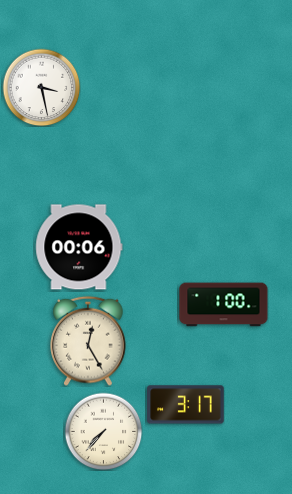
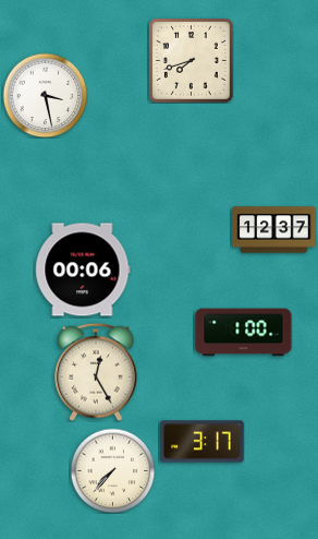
clock at (191, 60): none -> 7:42
clock at (274, 230): none -> 12:37
clock at (79, 247) position: (79, 247) -> (83, 269)
